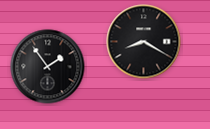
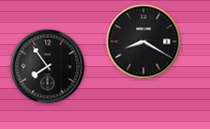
clock at (48, 67): 1:54 -> 7:54
